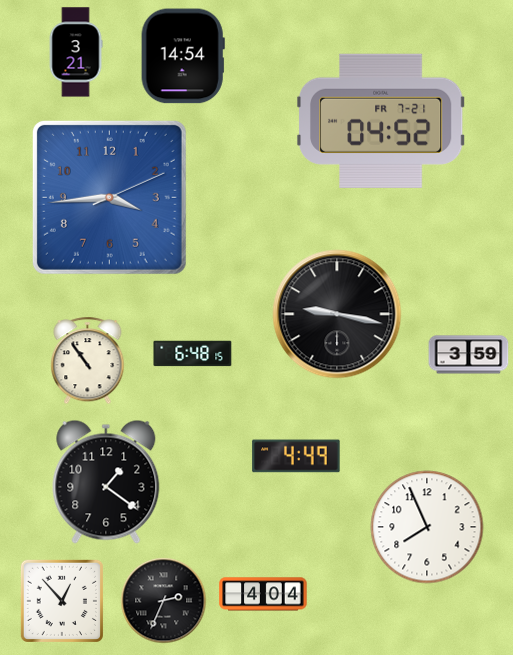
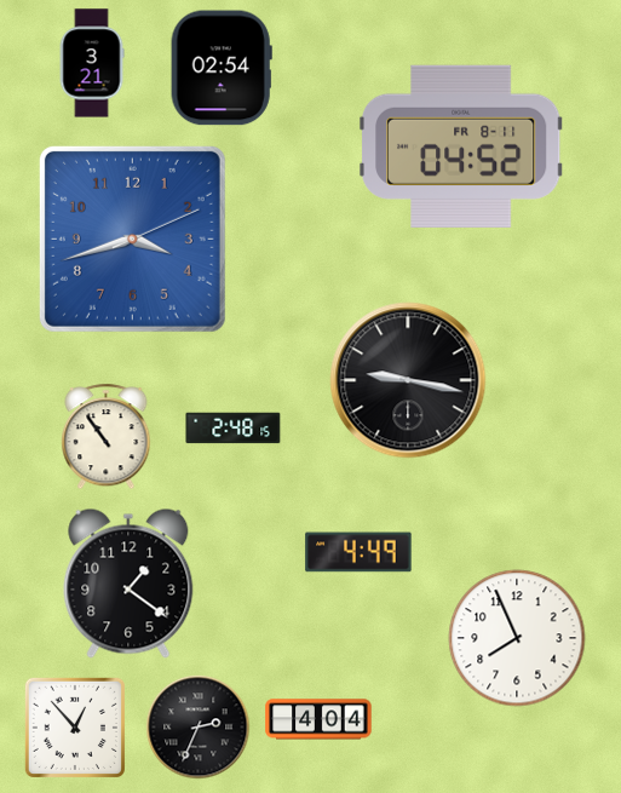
clock at (183, 56): 14:54 -> 02:54
clock at (381, 121) date: FR 7-21 -> FR 8-11
clock at (109, 197): 3:44 -> 3:42
clock at (193, 354): 6:48 -> 2:48
clock at (469, 355): 3:59 -> none
